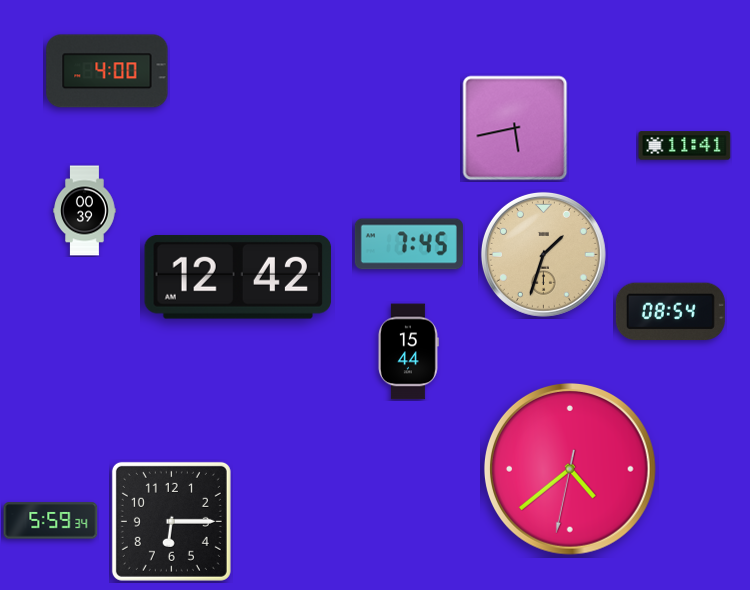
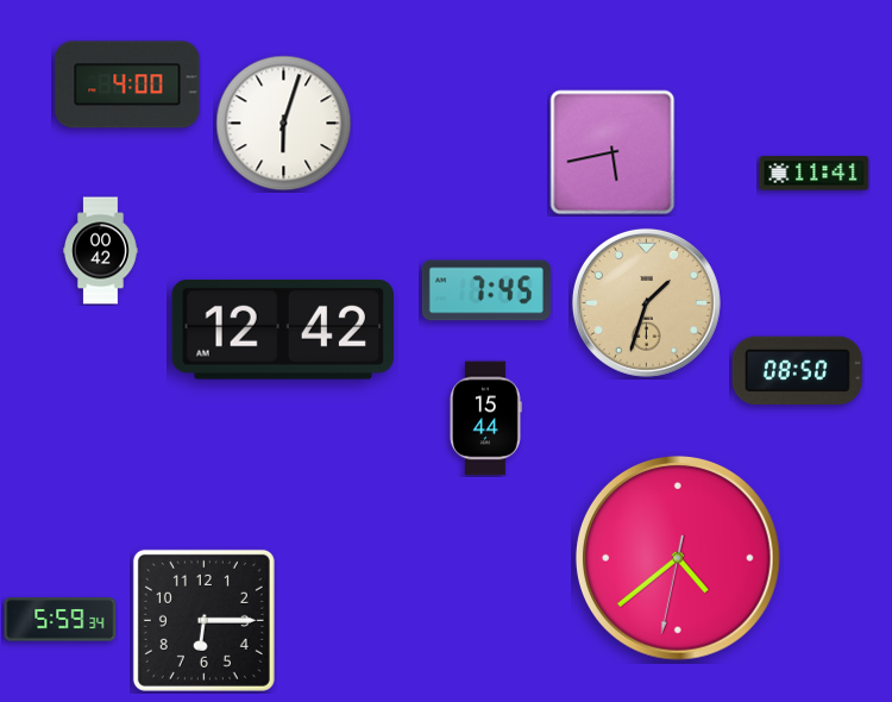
clock at (284, 124): none -> 6:03
clock at (85, 211): 00:39 -> 00:42
clock at (670, 311): 08:54 -> 08:50
